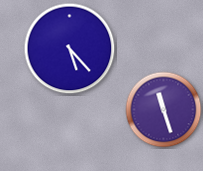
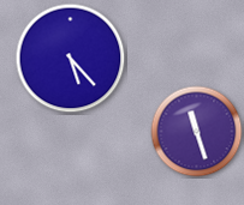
clock at (70, 49) position: (70, 49) -> (71, 59)
